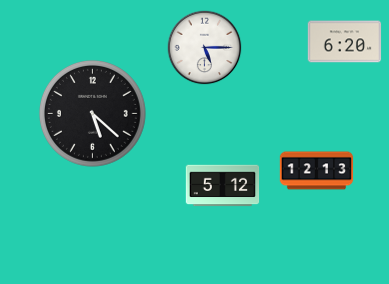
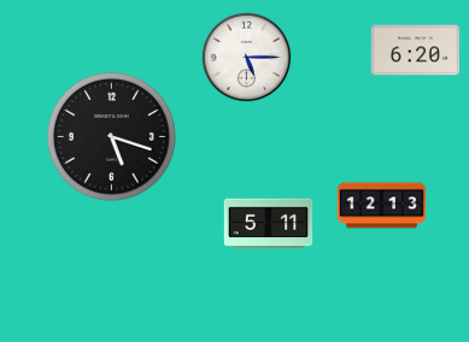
clock at (92, 113): 5:22 -> 5:18
clock at (223, 186): 5:12 -> 5:11
